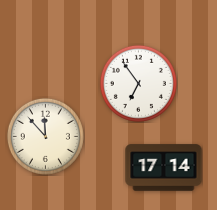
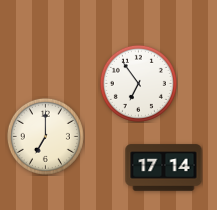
clock at (45, 136): 11:53 -> 7:00
